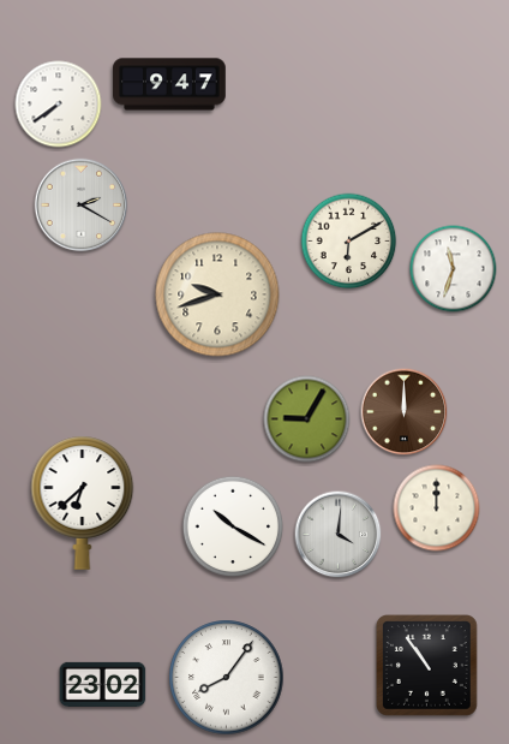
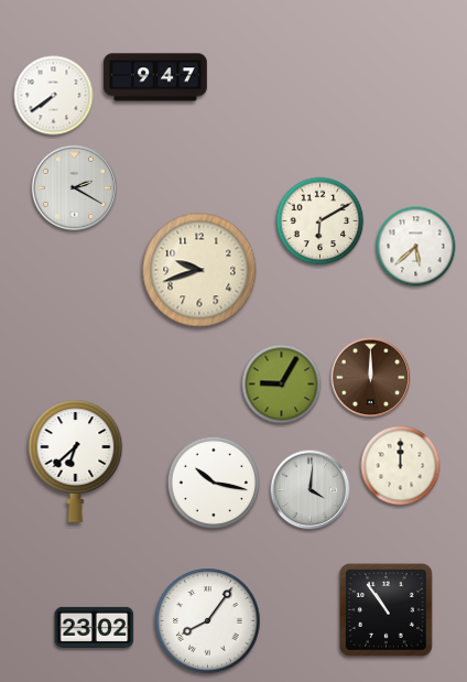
clock at (454, 269): 11:33 -> 5:38
clock at (233, 526): 10:20 -> 10:17
clock at (426, 665) position: (426, 665) -> (385, 609)
